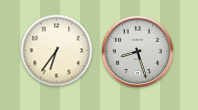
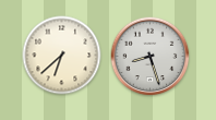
clock at (57, 51): 6:36 -> 6:38
